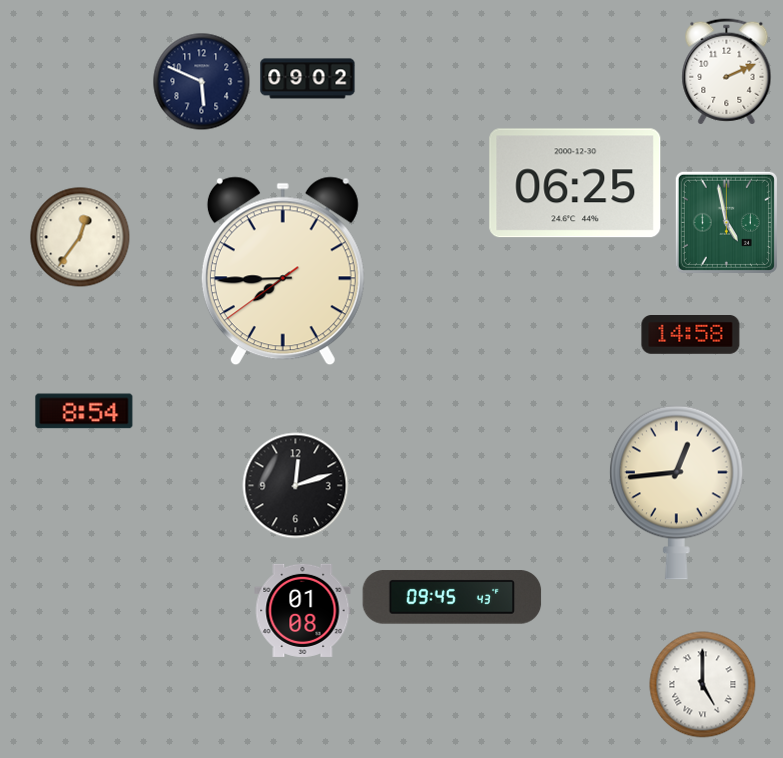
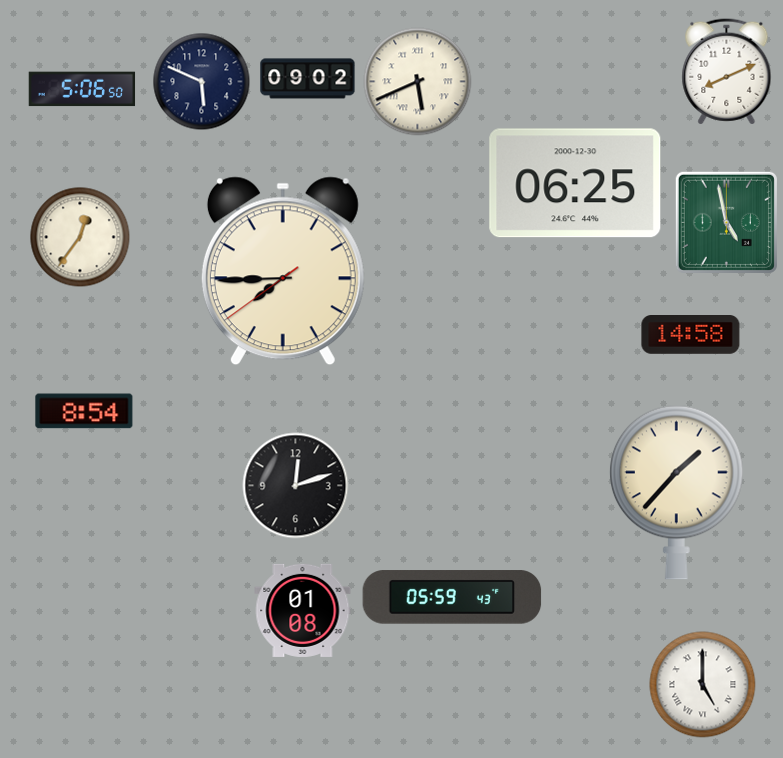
clock at (727, 72): 2:11 -> 8:11
clock at (418, 82): none -> 5:41
clock at (82, 89): none -> 5:06
clock at (676, 492): 12:44 -> 1:37
clock at (452, 597): 09:45 -> 05:59
